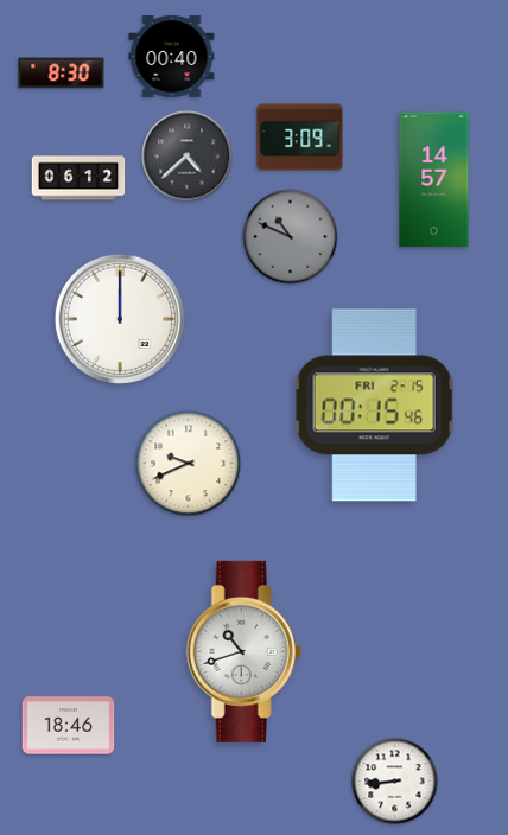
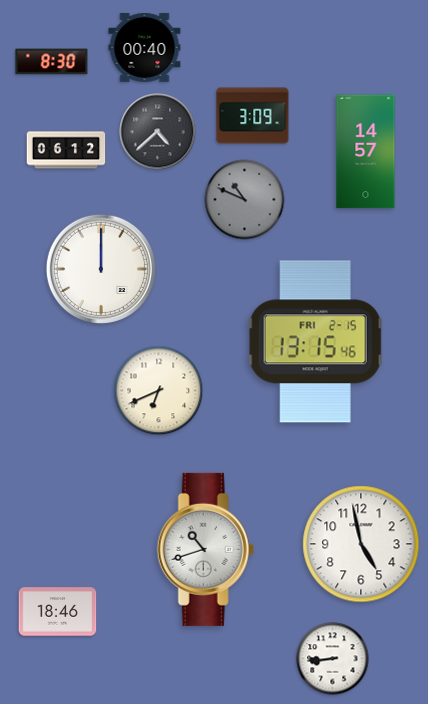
clock at (374, 406): 00:15 -> 13:15
clock at (189, 464): 9:41 -> 6:41
clock at (361, 544): none -> 4:58
